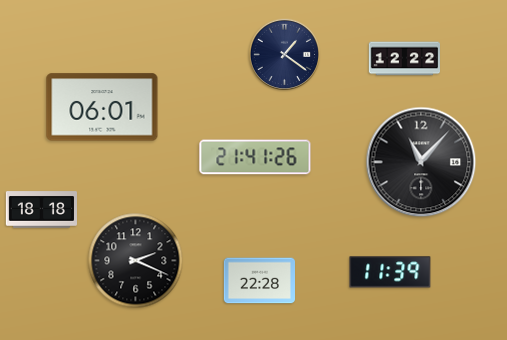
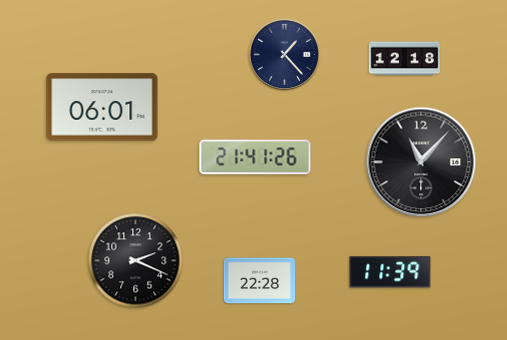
clock at (284, 54): 1:21 -> 1:23
clock at (405, 59): 12:22 -> 12:18
clock at (41, 210): 18:18 -> none
